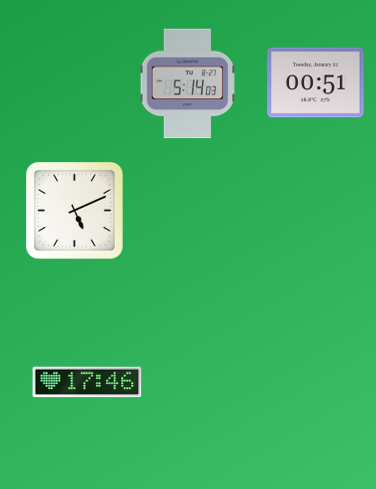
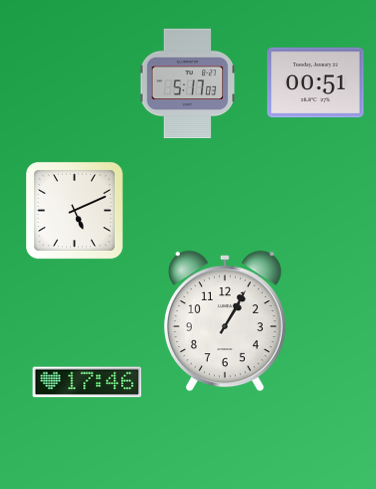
clock at (188, 84): 5:14 -> 5:17
clock at (225, 321): none -> 1:05
